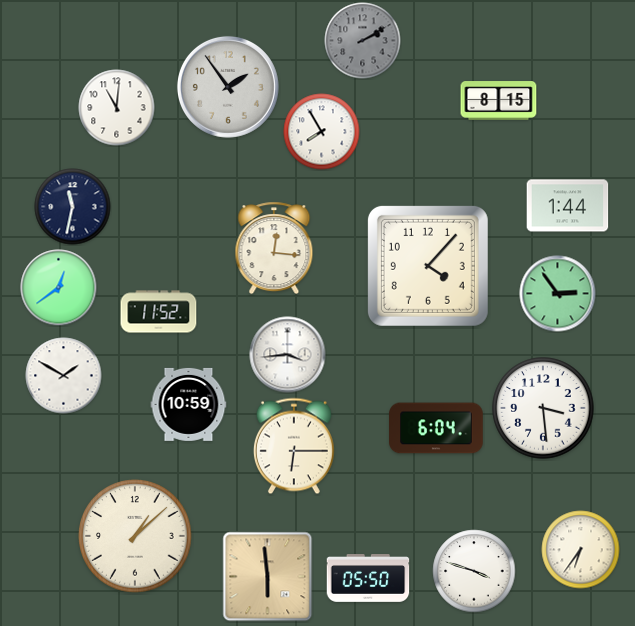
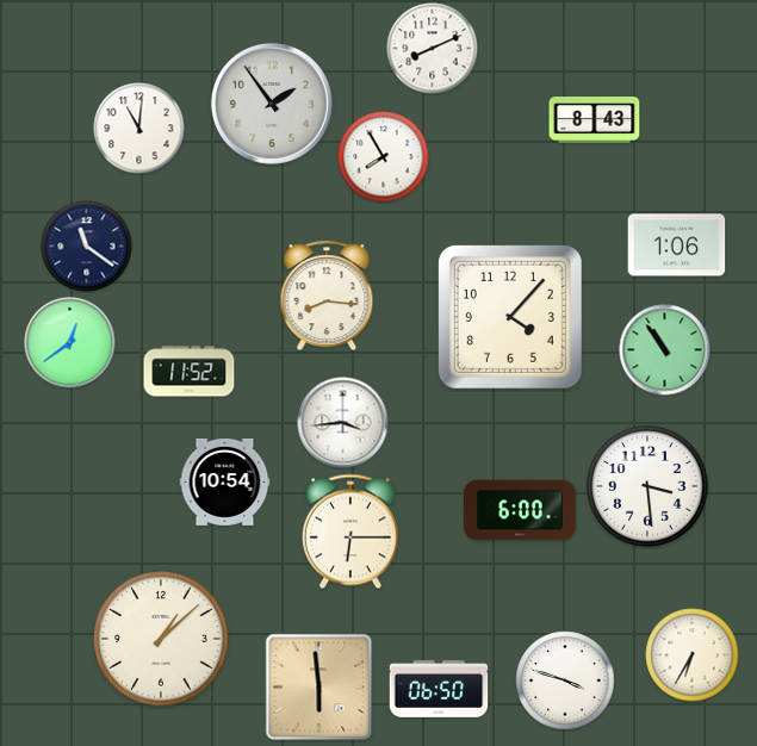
clock at (363, 41): 2:10 -> 8:11
clock at (363, 41) dial: grey -> white
clock at (499, 101): 8:15 -> 8:43
clock at (568, 206): 1:44 -> 1:06
clock at (73, 207): 11:32 -> 11:21
clock at (274, 248): 12:16 -> 8:16
clock at (558, 294): 2:54 -> 10:54
clock at (64, 376): 1:50 -> none
clock at (189, 404): 10:59 -> 10:54
clock at (436, 428): 6:04 -> 6:00
clock at (581, 550): 6:36 -> 6:35
clock at (368, 579): 05:50 -> 06:50
